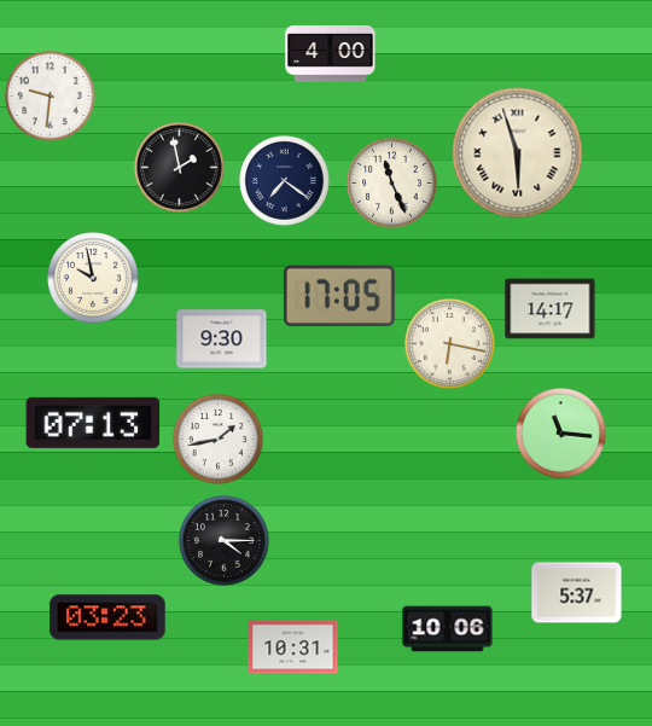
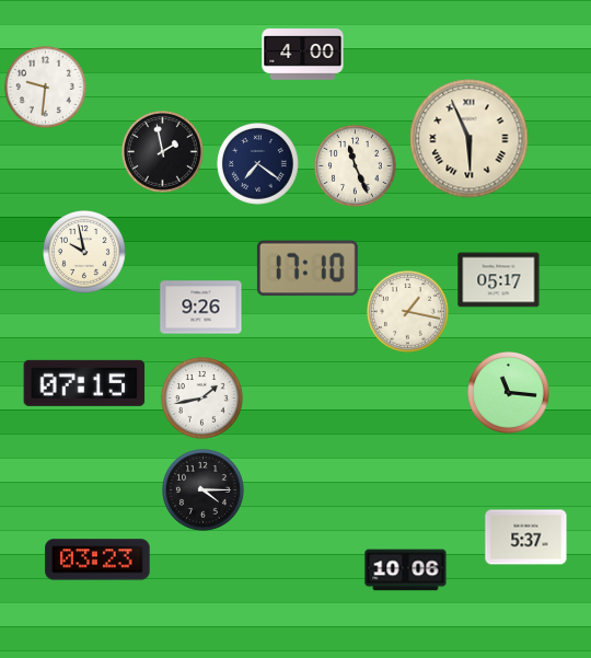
clock at (331, 54) position: (331, 54) -> (303, 55)
clock at (518, 153): 5:57 -> 5:56
clock at (339, 296): 17:05 -> 17:10
clock at (551, 309): 14:17 -> 05:17
clock at (222, 339): 9:30 -> 9:26
clock at (450, 344): 6:17 -> 1:17
clock at (93, 423): 07:13 -> 07:15
clock at (219, 440) position: (219, 440) -> (202, 399)
clock at (577, 593) position: (577, 593) -> (526, 538)
clock at (293, 647): 10:31 -> none
